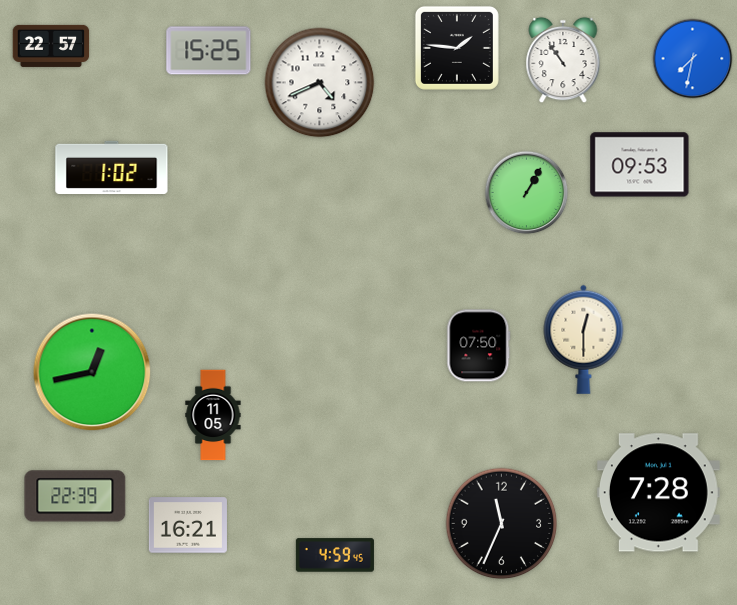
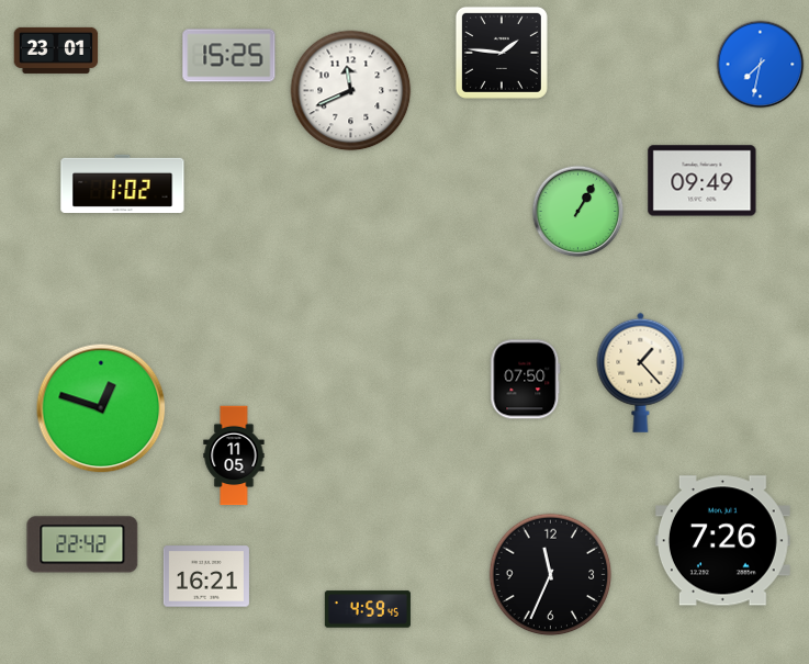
clock at (51, 46): 22:57 -> 23:01
clock at (563, 60): 10:54 -> none
clock at (320, 83): 4:41 -> 11:41
clock at (640, 165): 09:53 -> 09:49
clock at (584, 339): 12:30 -> 1:23
clock at (92, 372): 12:43 -> 12:48
clock at (658, 493): 7:28 -> 7:26
clock at (75, 496): 22:39 -> 22:42
